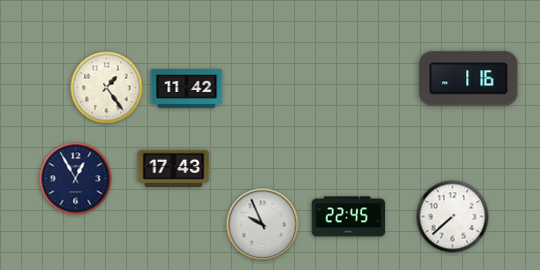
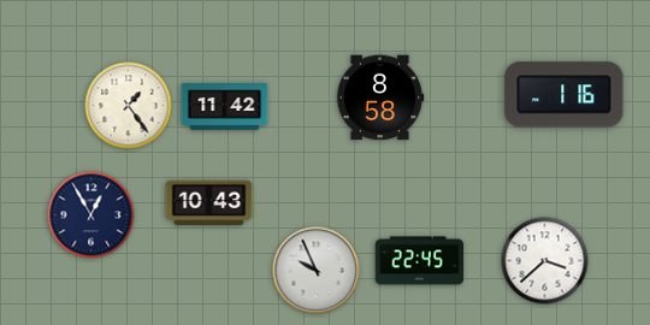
clock at (380, 97): none -> 8:58
clock at (174, 169): 17:43 -> 10:43
clock at (453, 217): 7:38 -> 3:38
